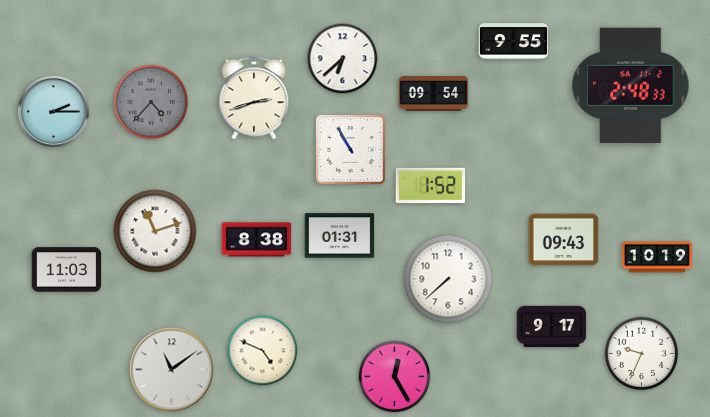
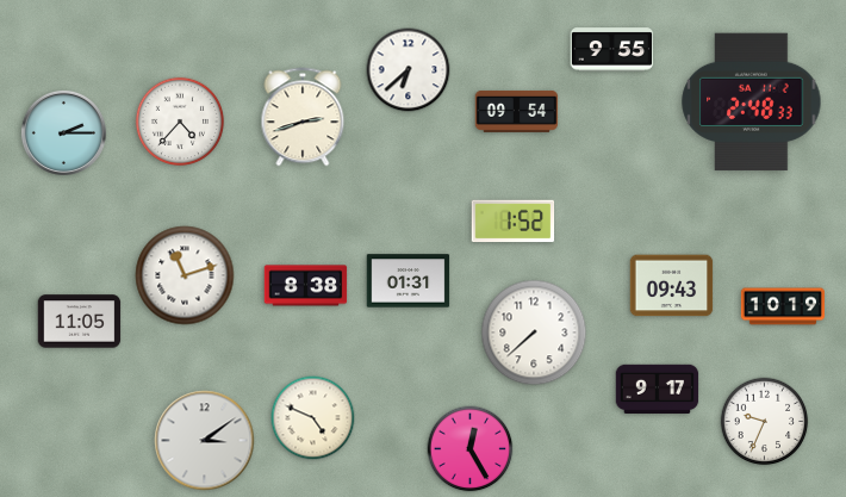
clock at (151, 102) dial: grey -> white
clock at (350, 149): 10:55 -> none
clock at (340, 236) position: (340, 236) -> (409, 281)
clock at (67, 270): 11:03 -> 11:05
clock at (172, 370): 11:09 -> 3:09
